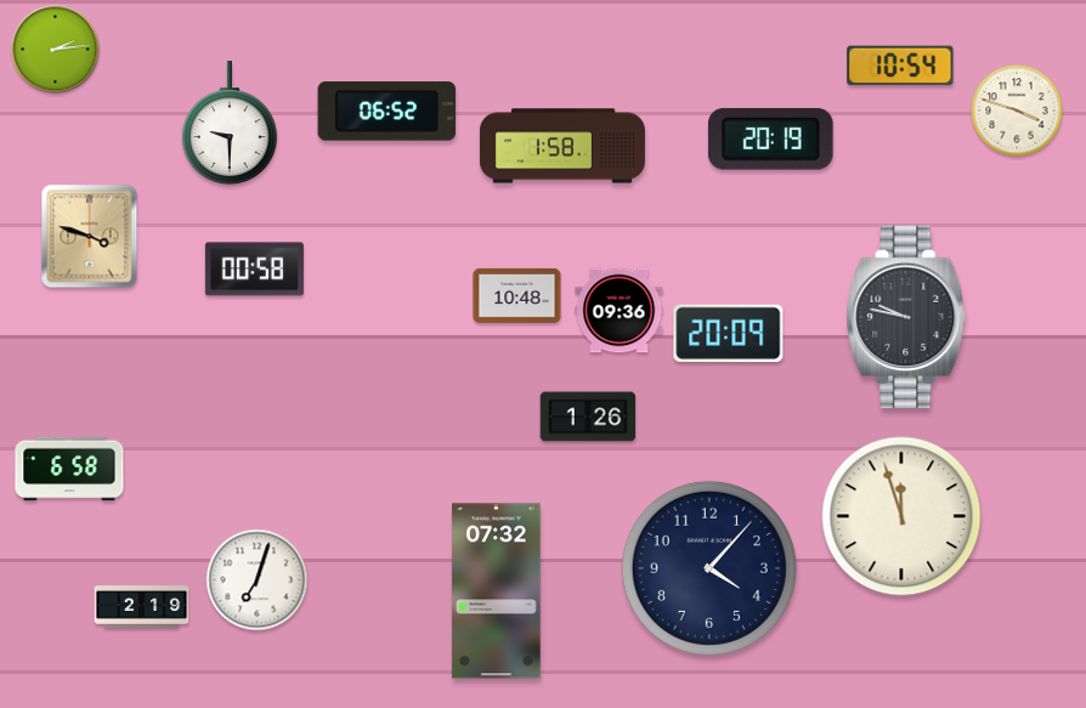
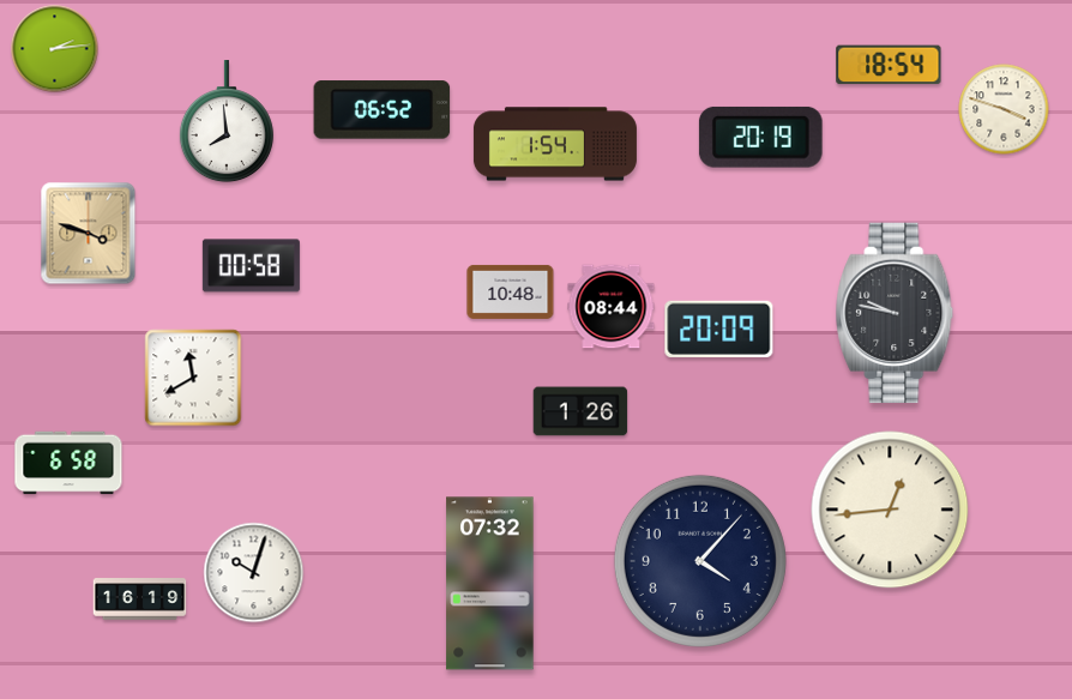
clock at (900, 66): 10:54 -> 18:54
clock at (230, 124): 9:30 -> 7:59
clock at (562, 146): 1:58 -> 1:54
clock at (620, 311): 09:36 -> 08:44
clock at (193, 378): none -> 11:40
clock at (901, 516): 11:57 -> 12:44
clock at (258, 580): 7:03 -> 10:03
clock at (142, 607): 2:19 -> 16:19
